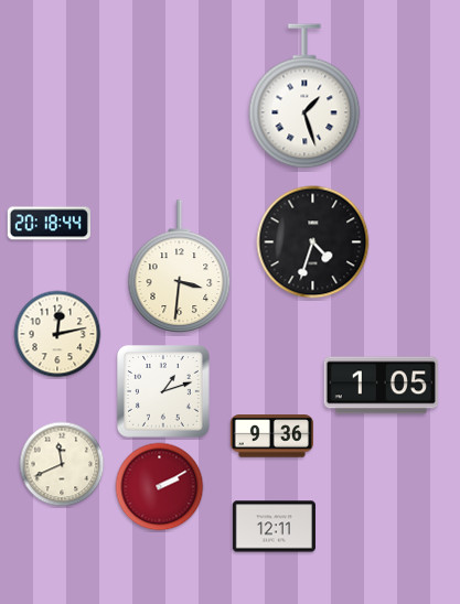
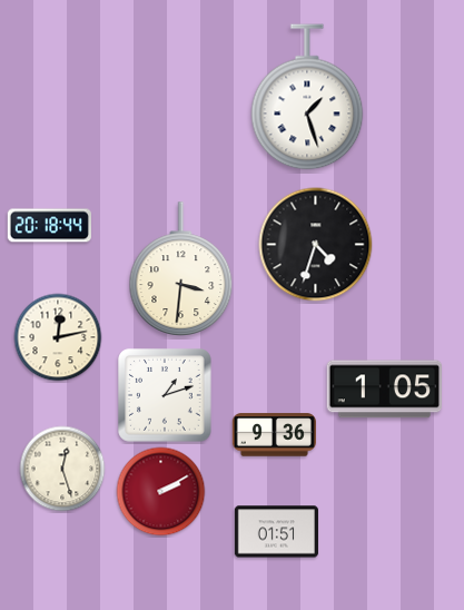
clock at (271, 436) position: (271, 436) -> (274, 435)
clock at (62, 464): 11:41 -> 12:27
clock at (274, 527): 12:11 -> 01:51
